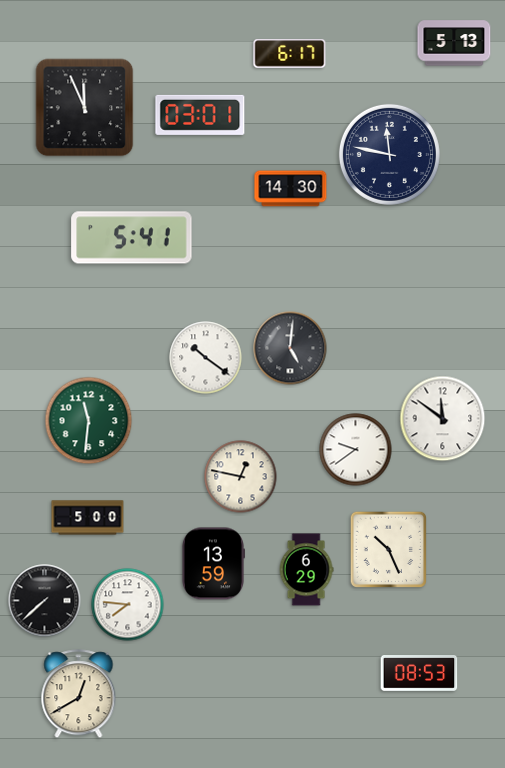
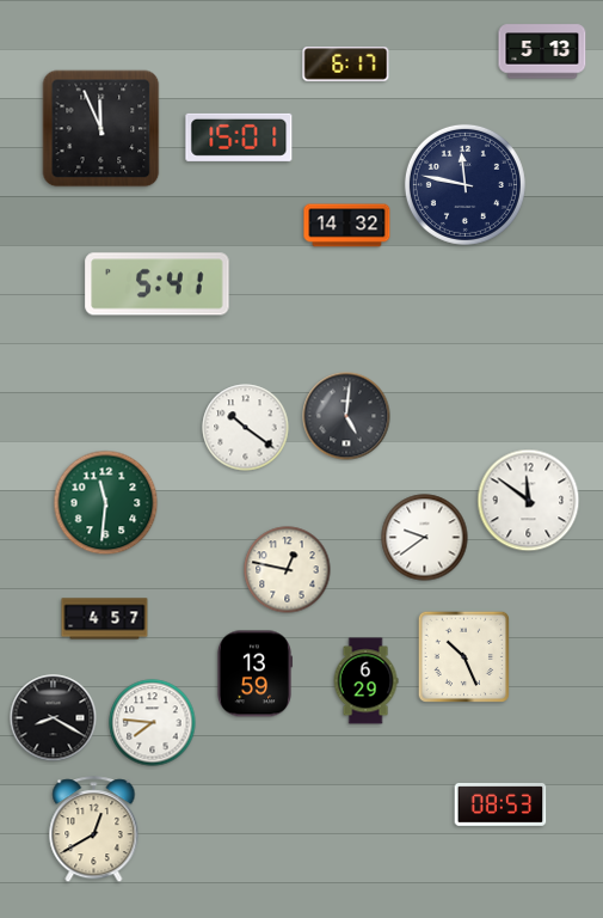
clock at (200, 115): 03:01 -> 15:01
clock at (291, 189): 14:30 -> 14:32
clock at (88, 518): 5:00 -> 4:57
clock at (45, 601): 7:38 -> 8:20
